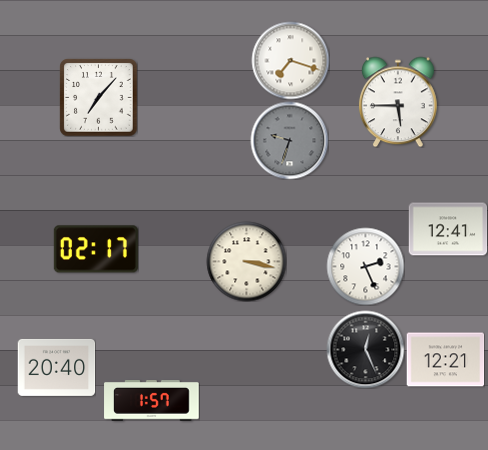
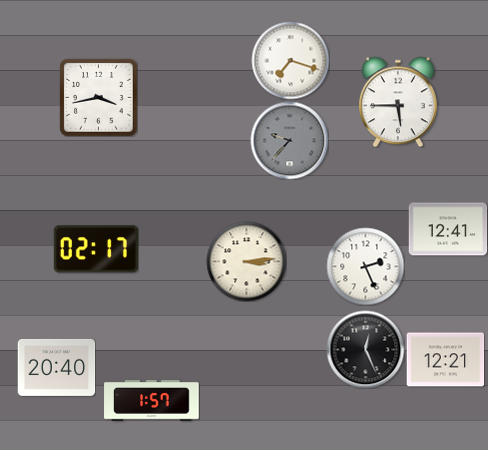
clock at (98, 97): 7:07 -> 3:43
clock at (289, 140): 9:33 -> 9:37
clock at (246, 261): 3:17 -> 3:14
